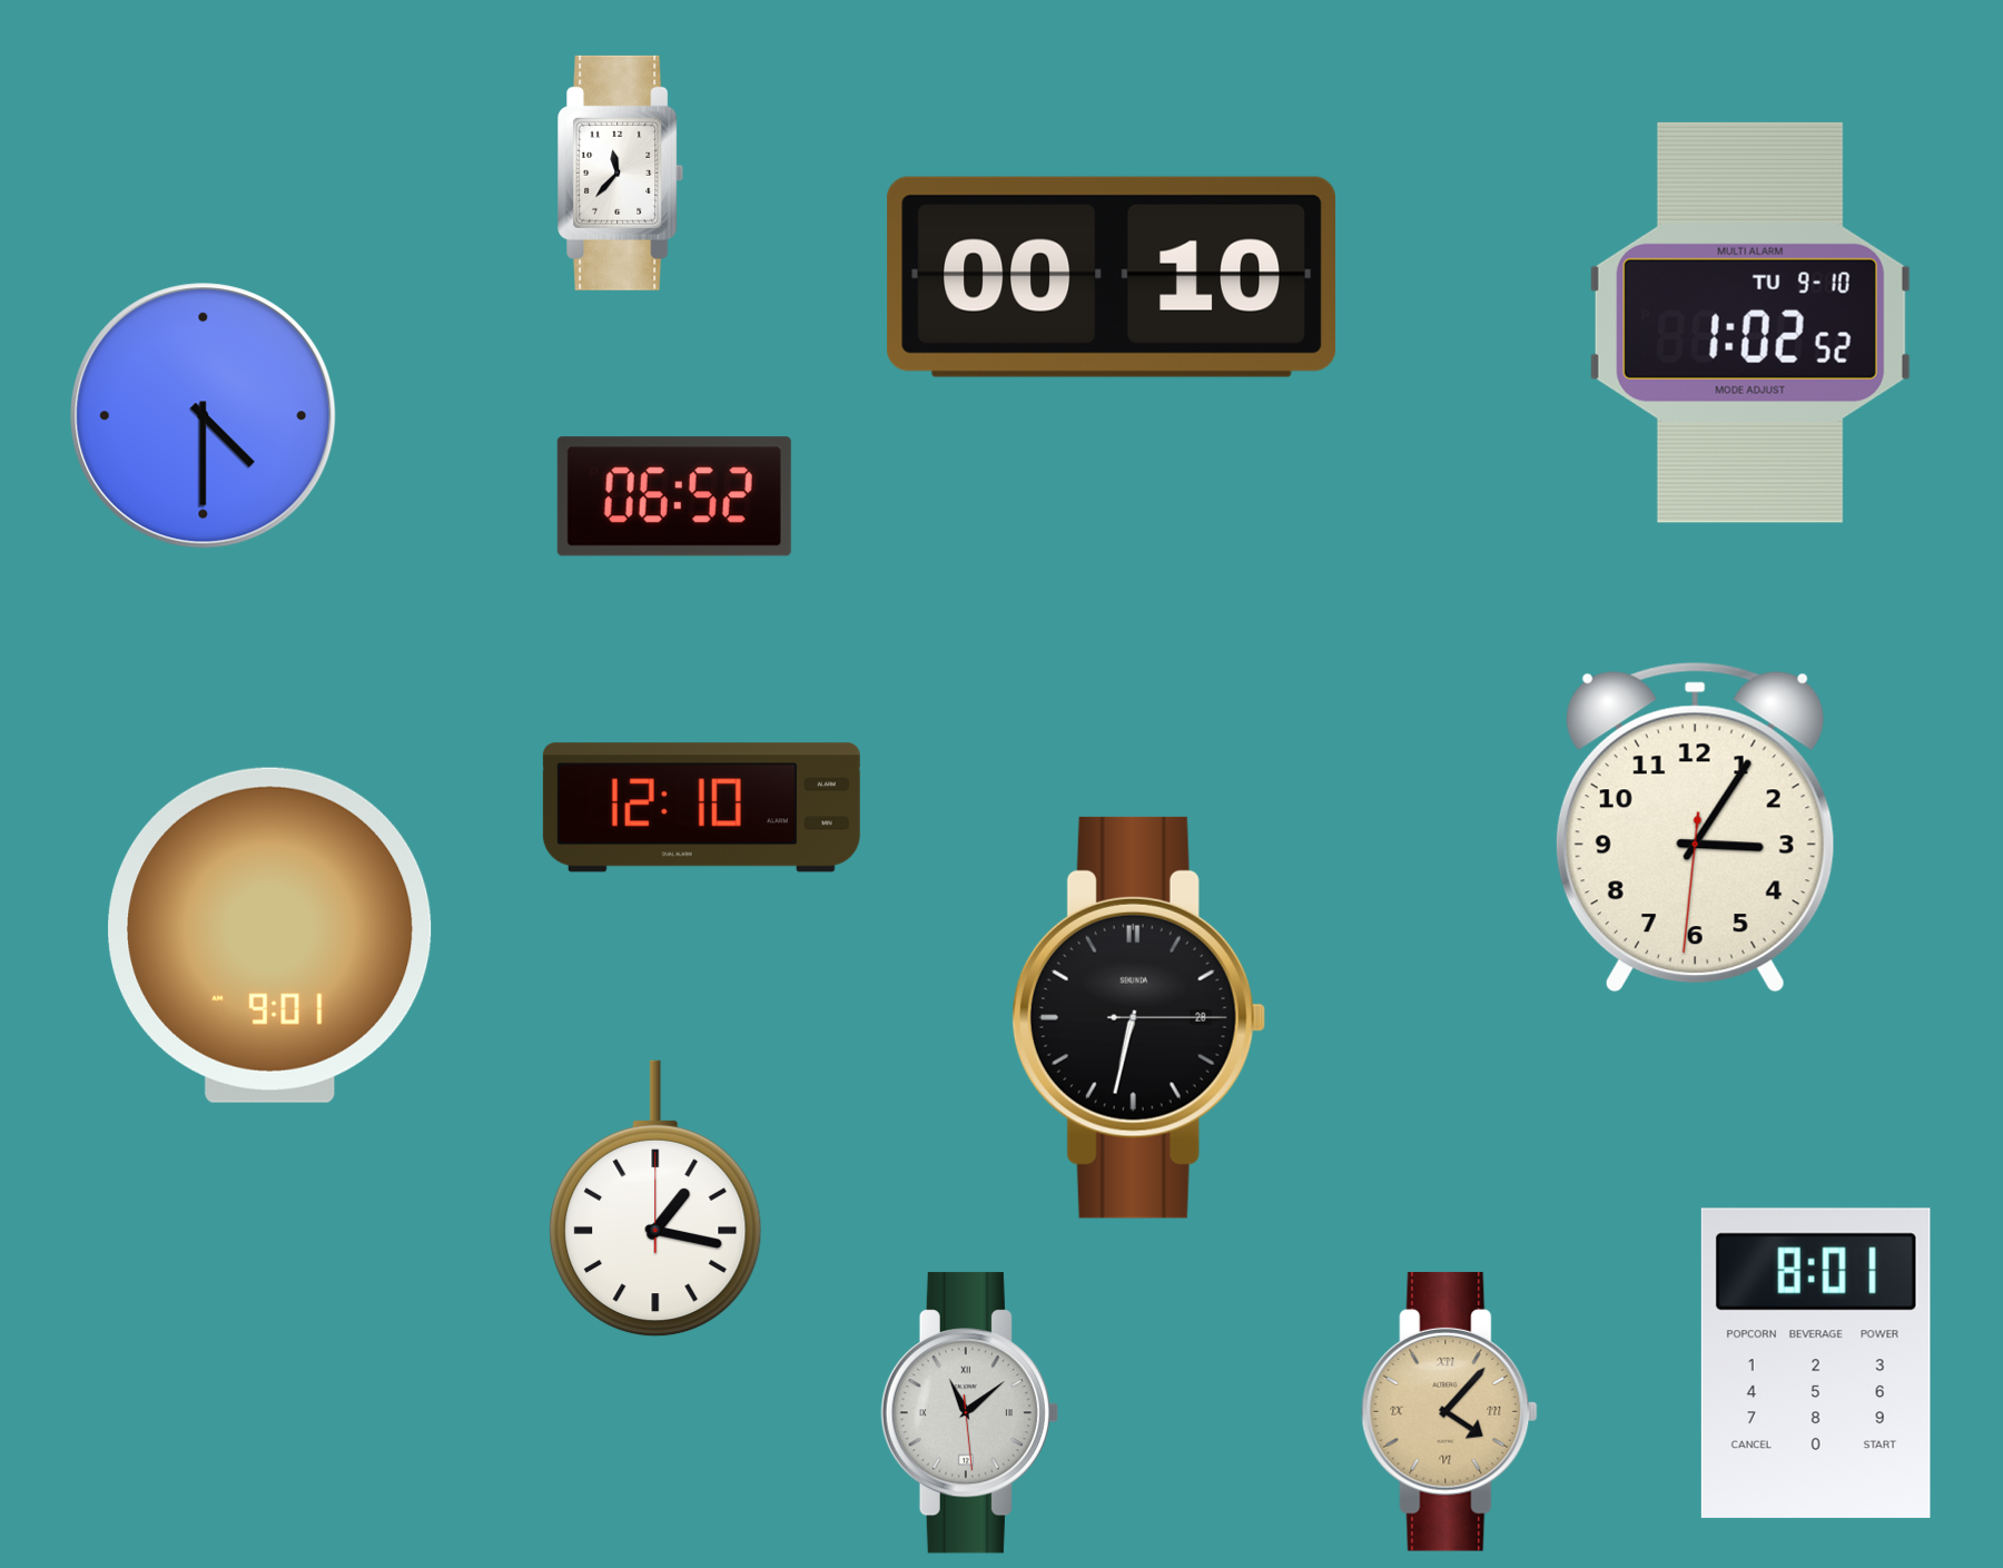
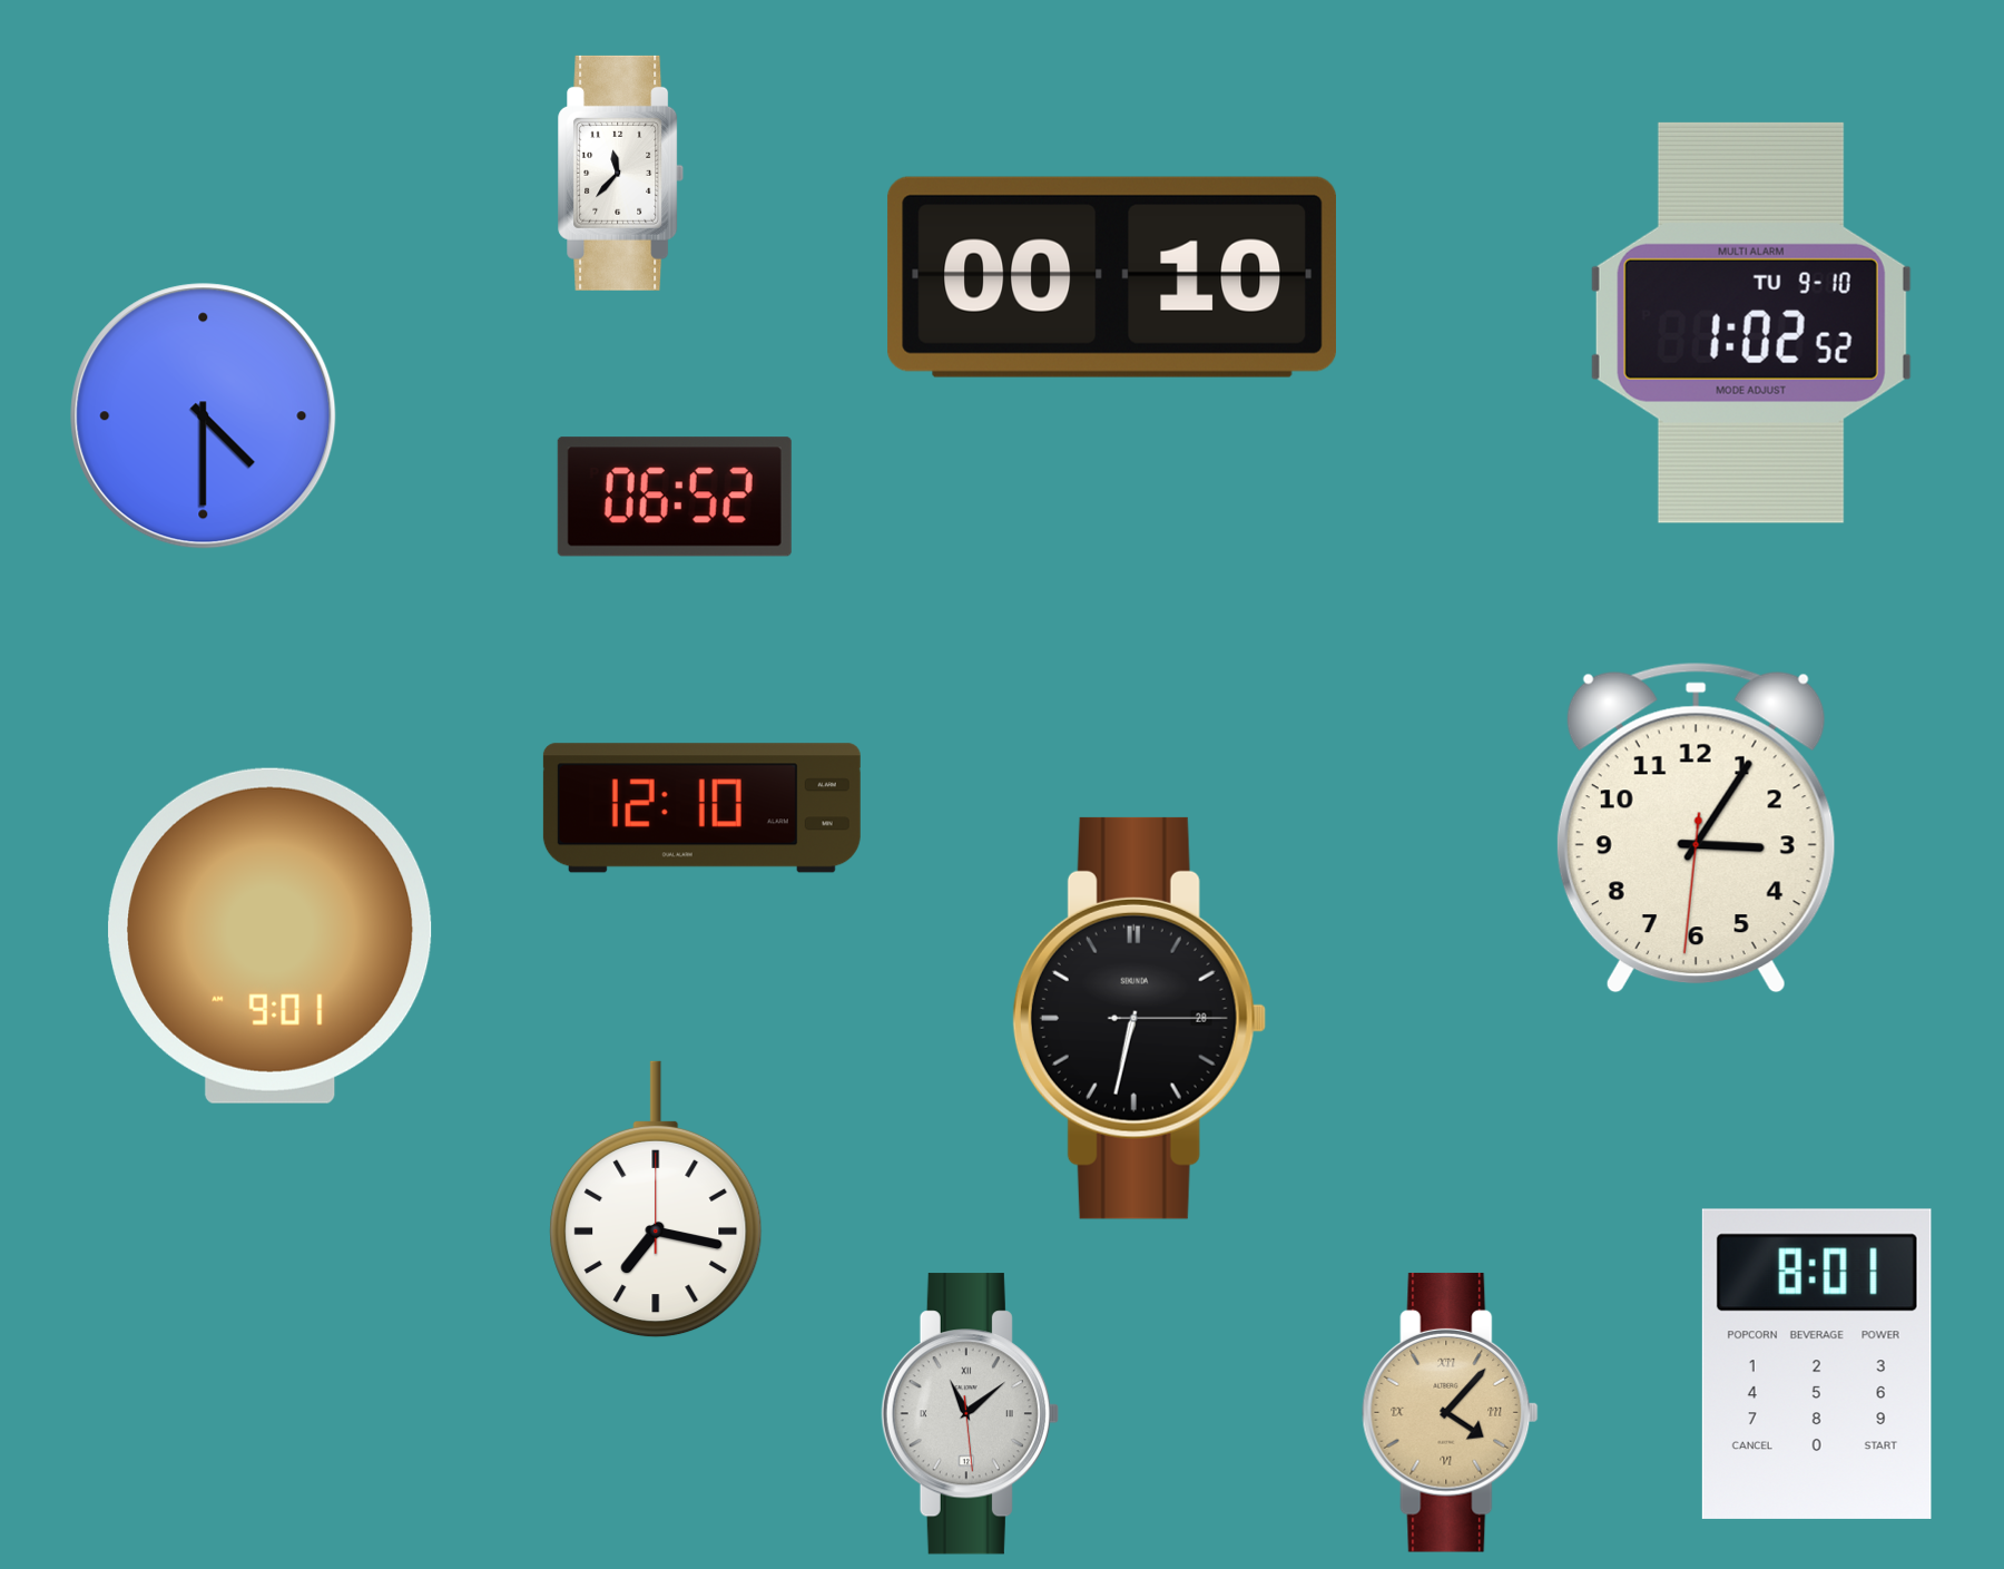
clock at (655, 1199): 1:17 -> 7:17
